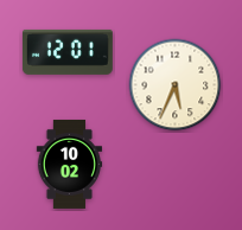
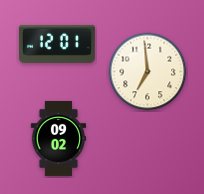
clock at (176, 85): 5:34 -> 6:59
clock at (70, 164): 10:02 -> 09:02
